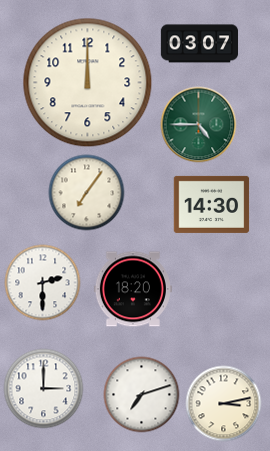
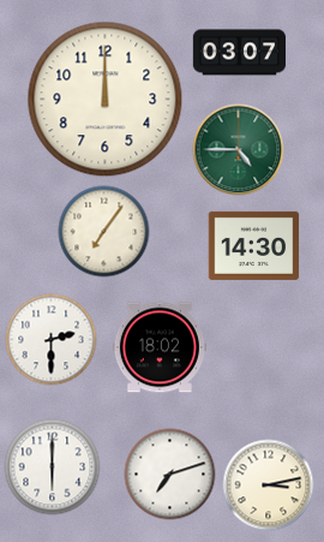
clock at (133, 289): 18:20 -> 18:02
clock at (44, 389): 3:00 -> 6:00
